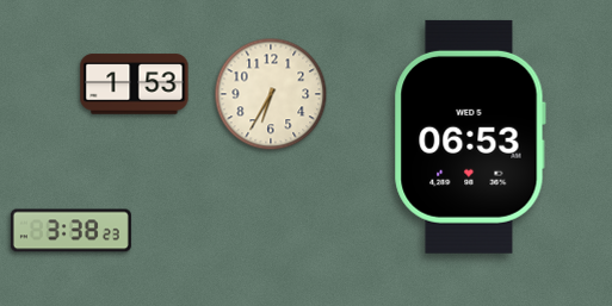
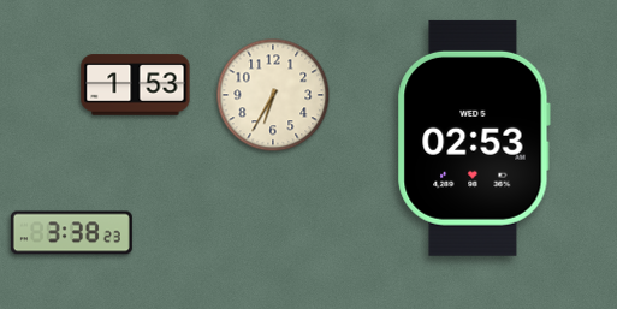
clock at (470, 137): 06:53 -> 02:53
